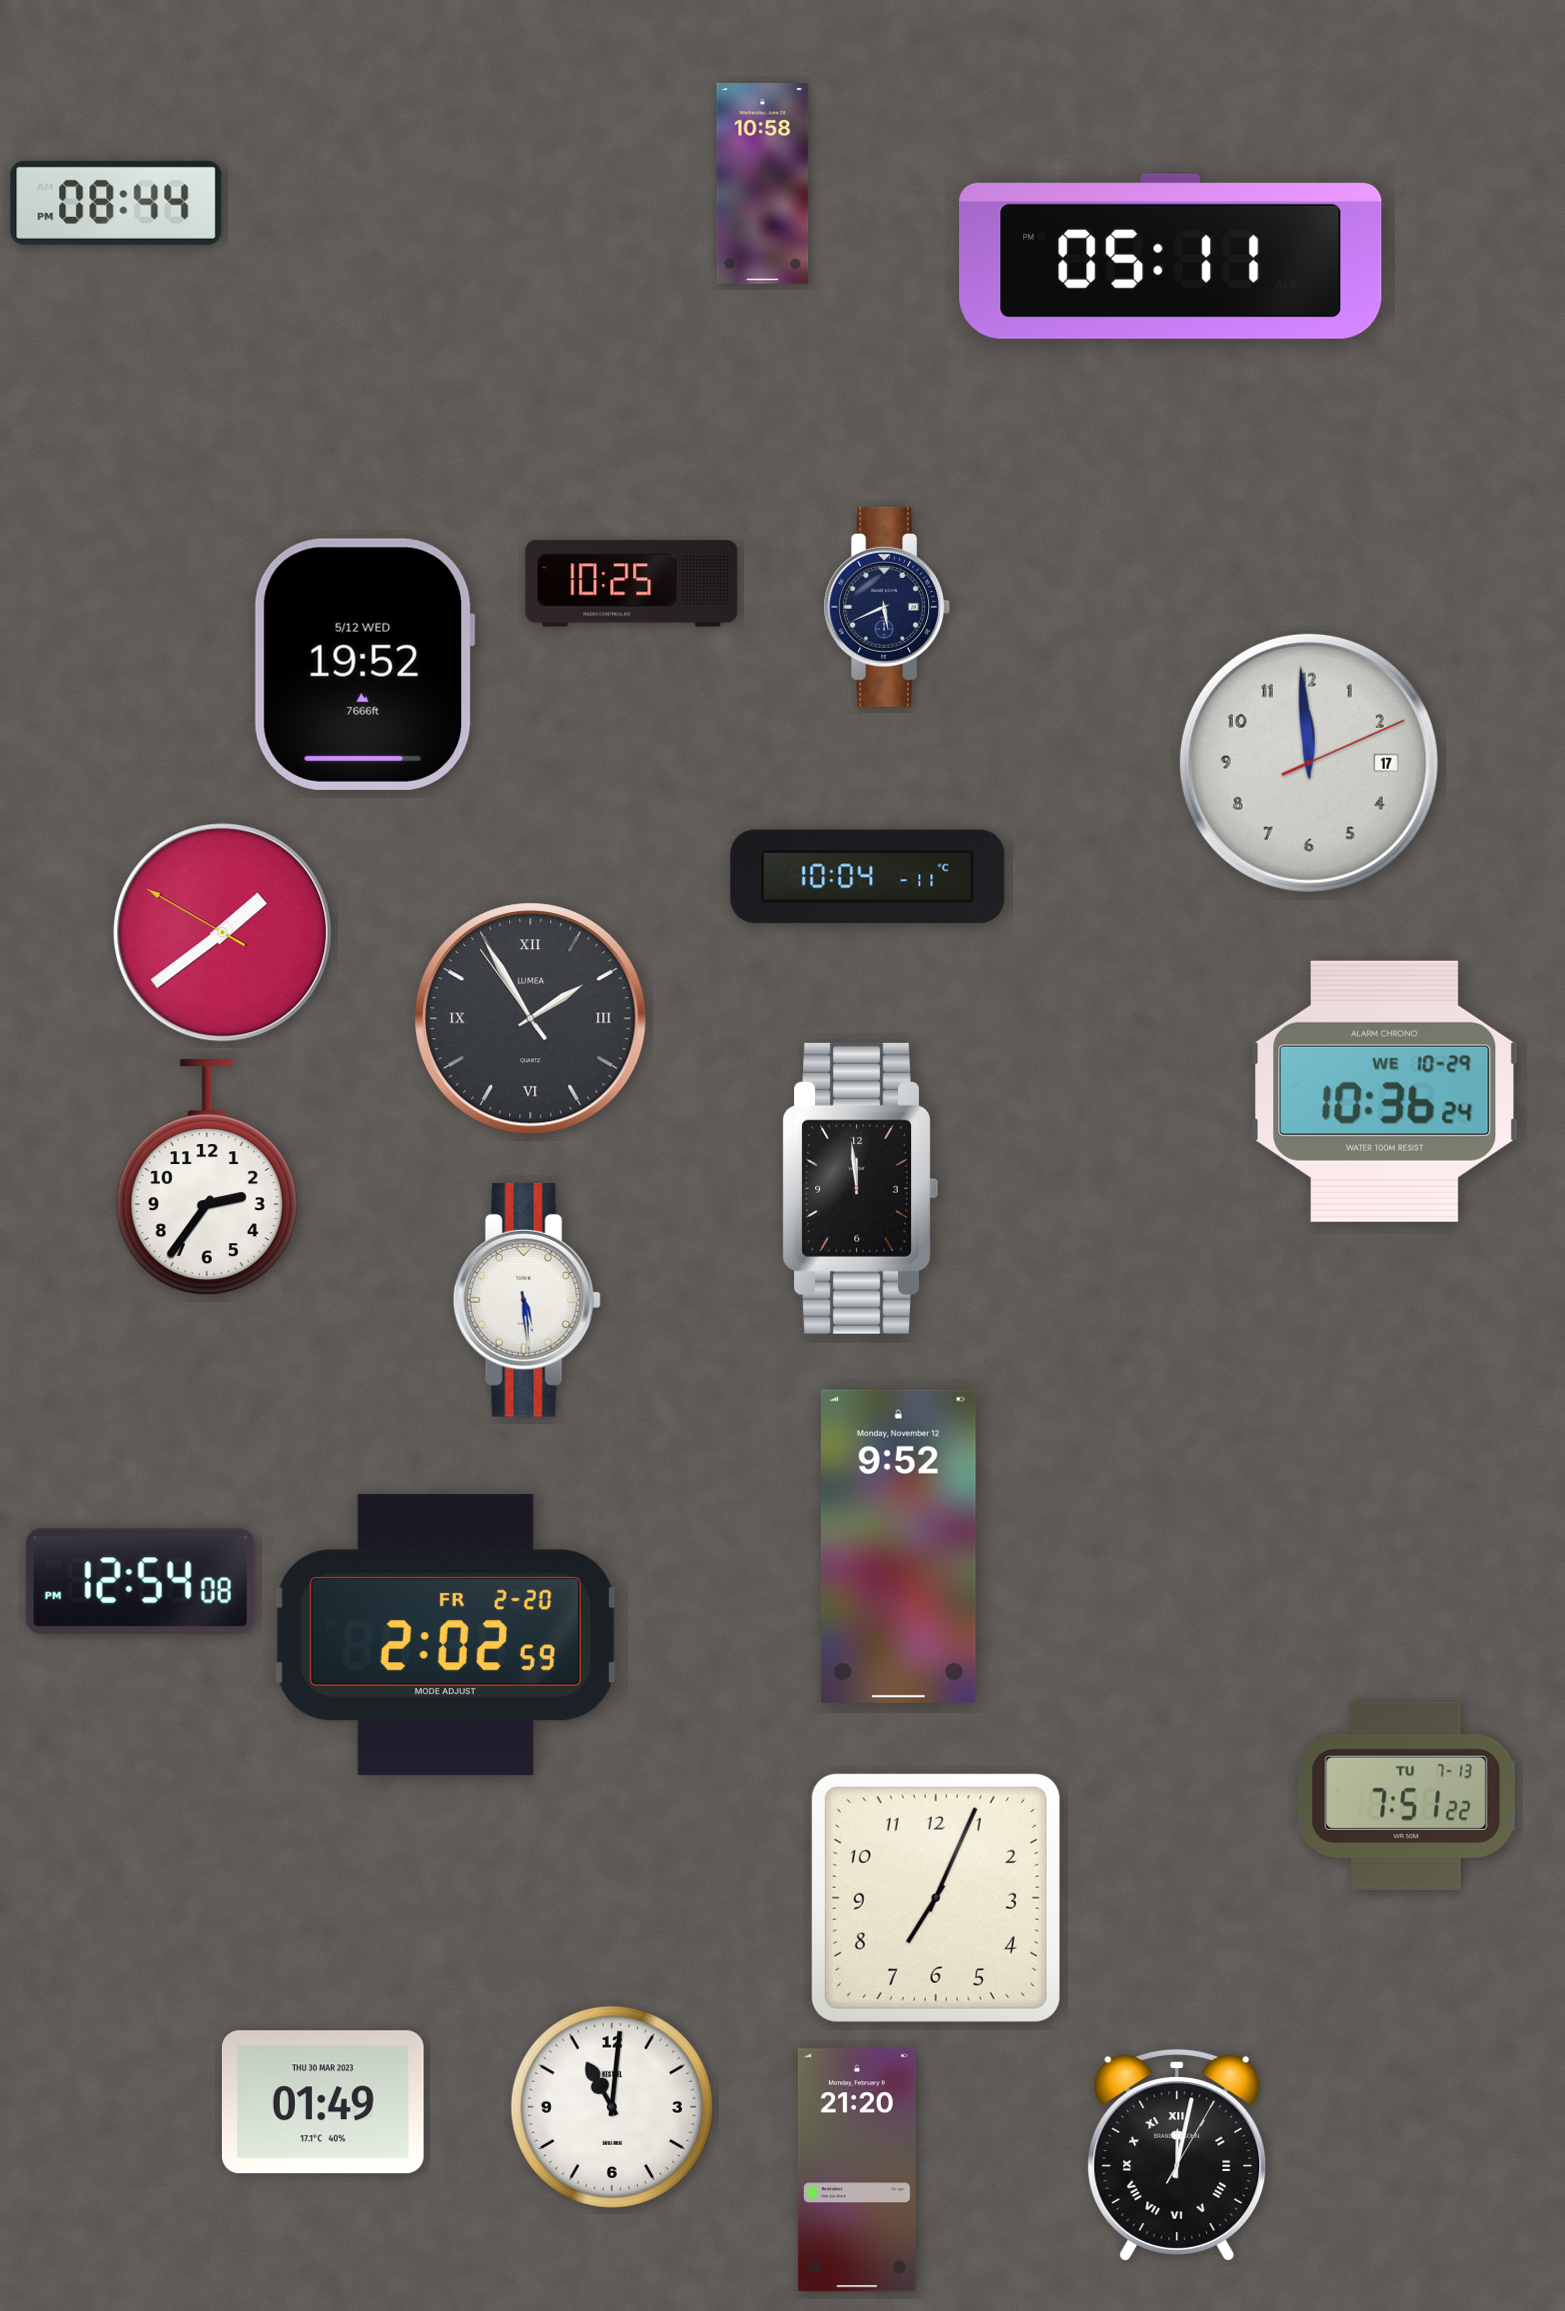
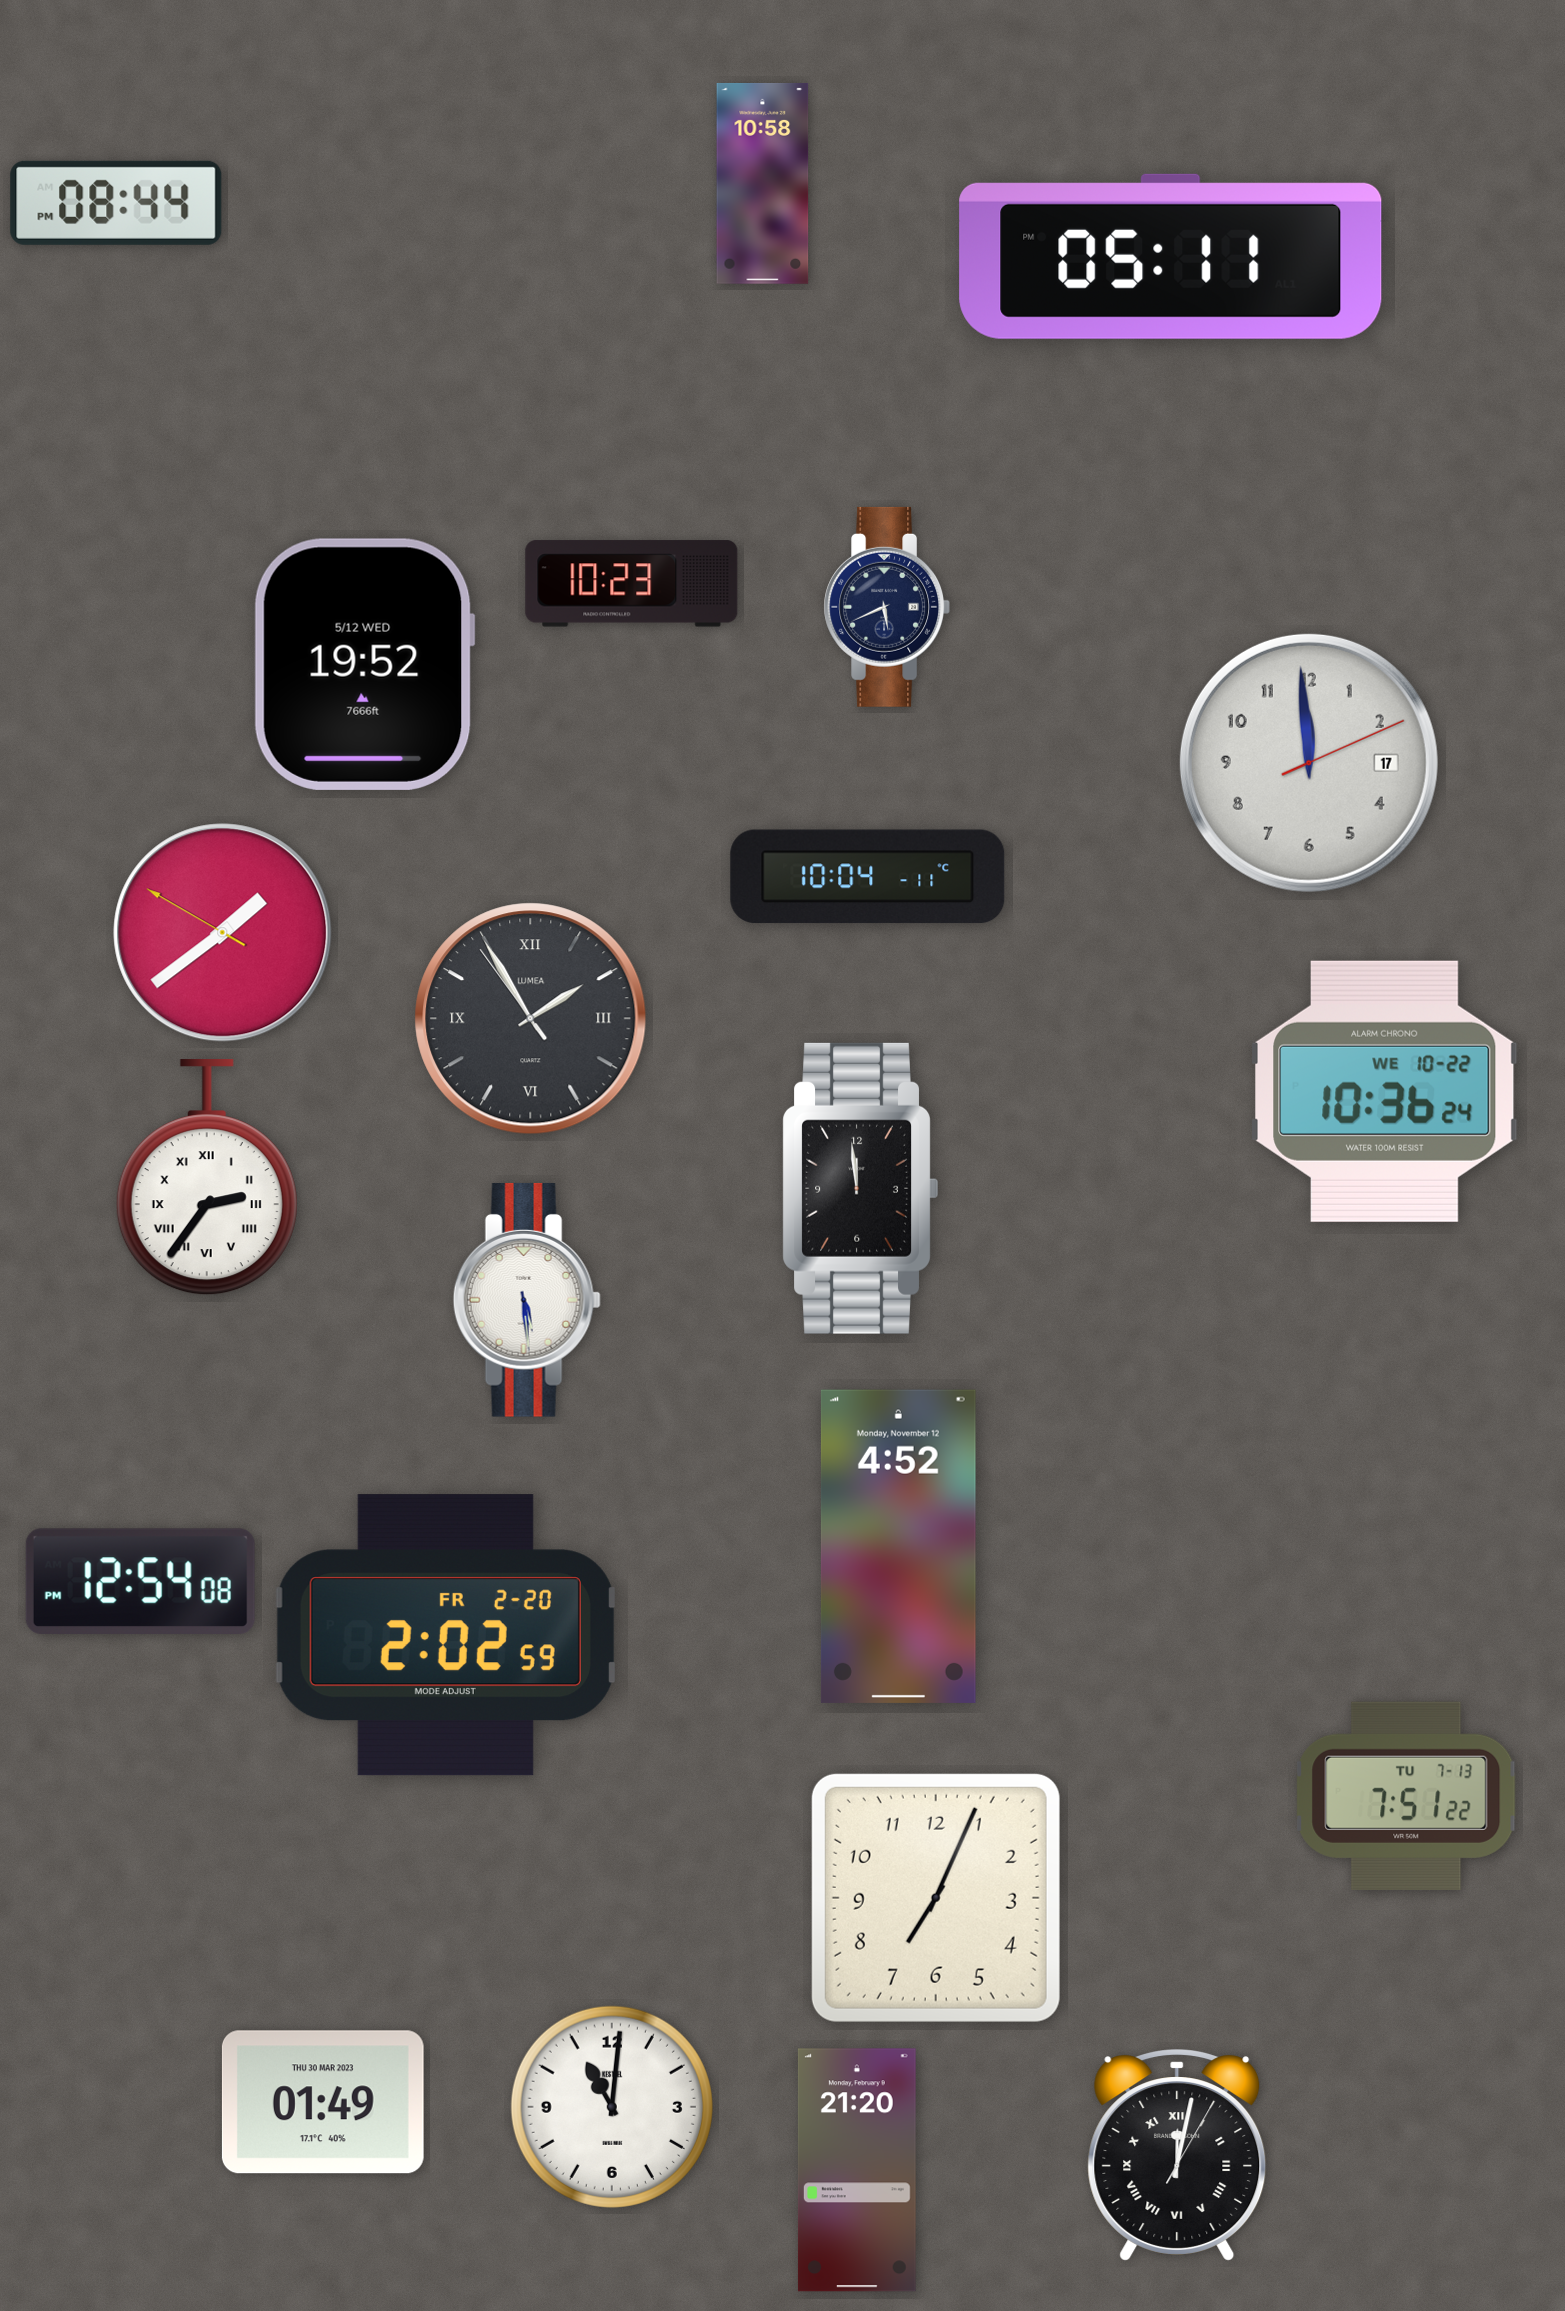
clock at (632, 584): 10:25 -> 10:23
clock at (1385, 1091) date: WE 10-29 -> WE 10-22
clock at (207, 1178) numerals: Arabic -> Roman
clock at (898, 1546): 9:52 -> 4:52
